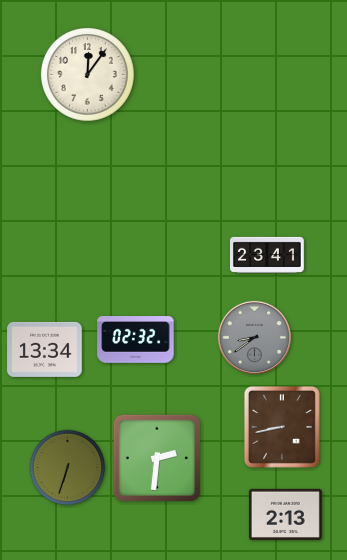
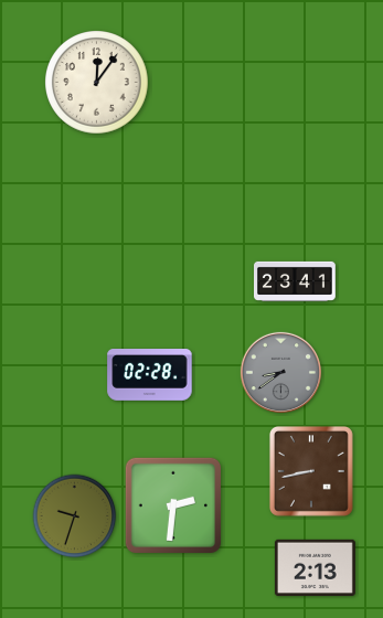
clock at (136, 340): 02:32 -> 02:28
clock at (45, 349): 13:34 -> none
clock at (68, 468): 6:33 -> 9:33
